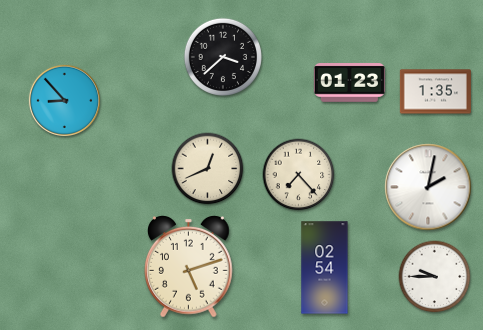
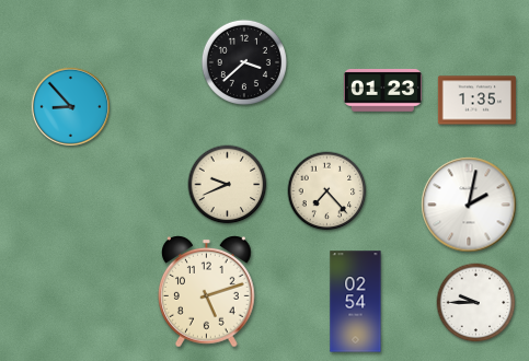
clock at (64, 100) position: (64, 100) -> (70, 106)
clock at (208, 169): 12:41 -> 9:41
clock at (325, 268) position: (325, 268) -> (356, 302)
